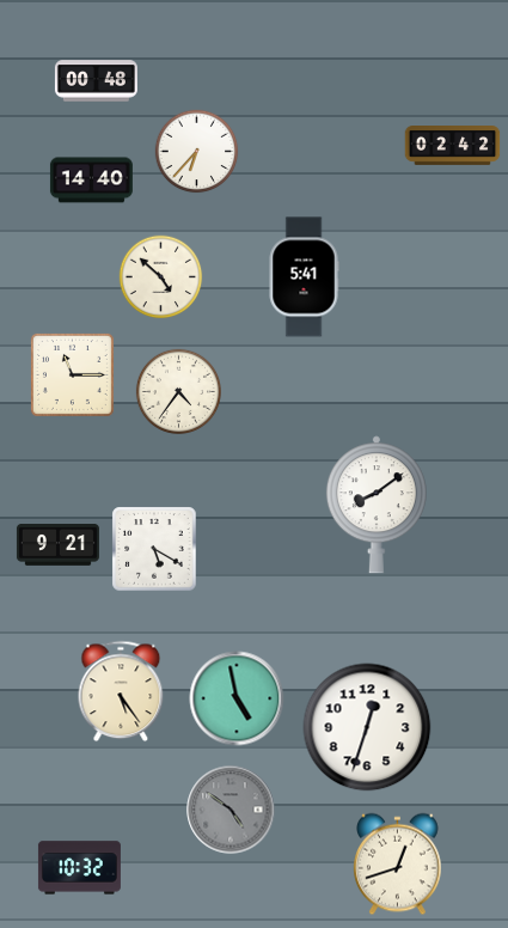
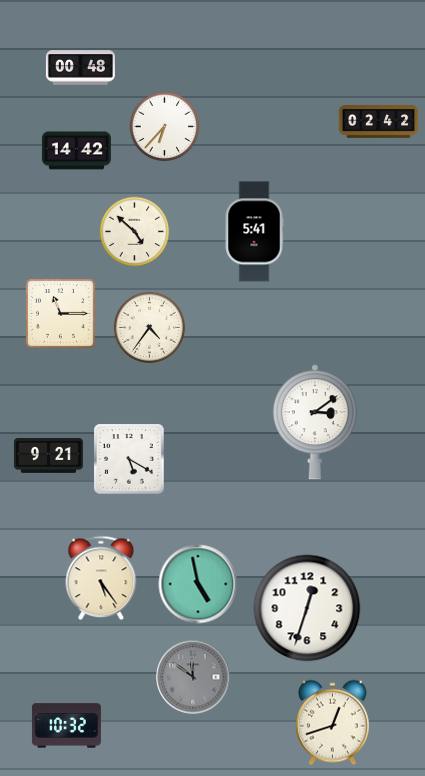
clock at (91, 181): 14:40 -> 14:42
clock at (377, 505): 8:09 -> 3:09
clock at (231, 810): 4:51 -> 11:51
